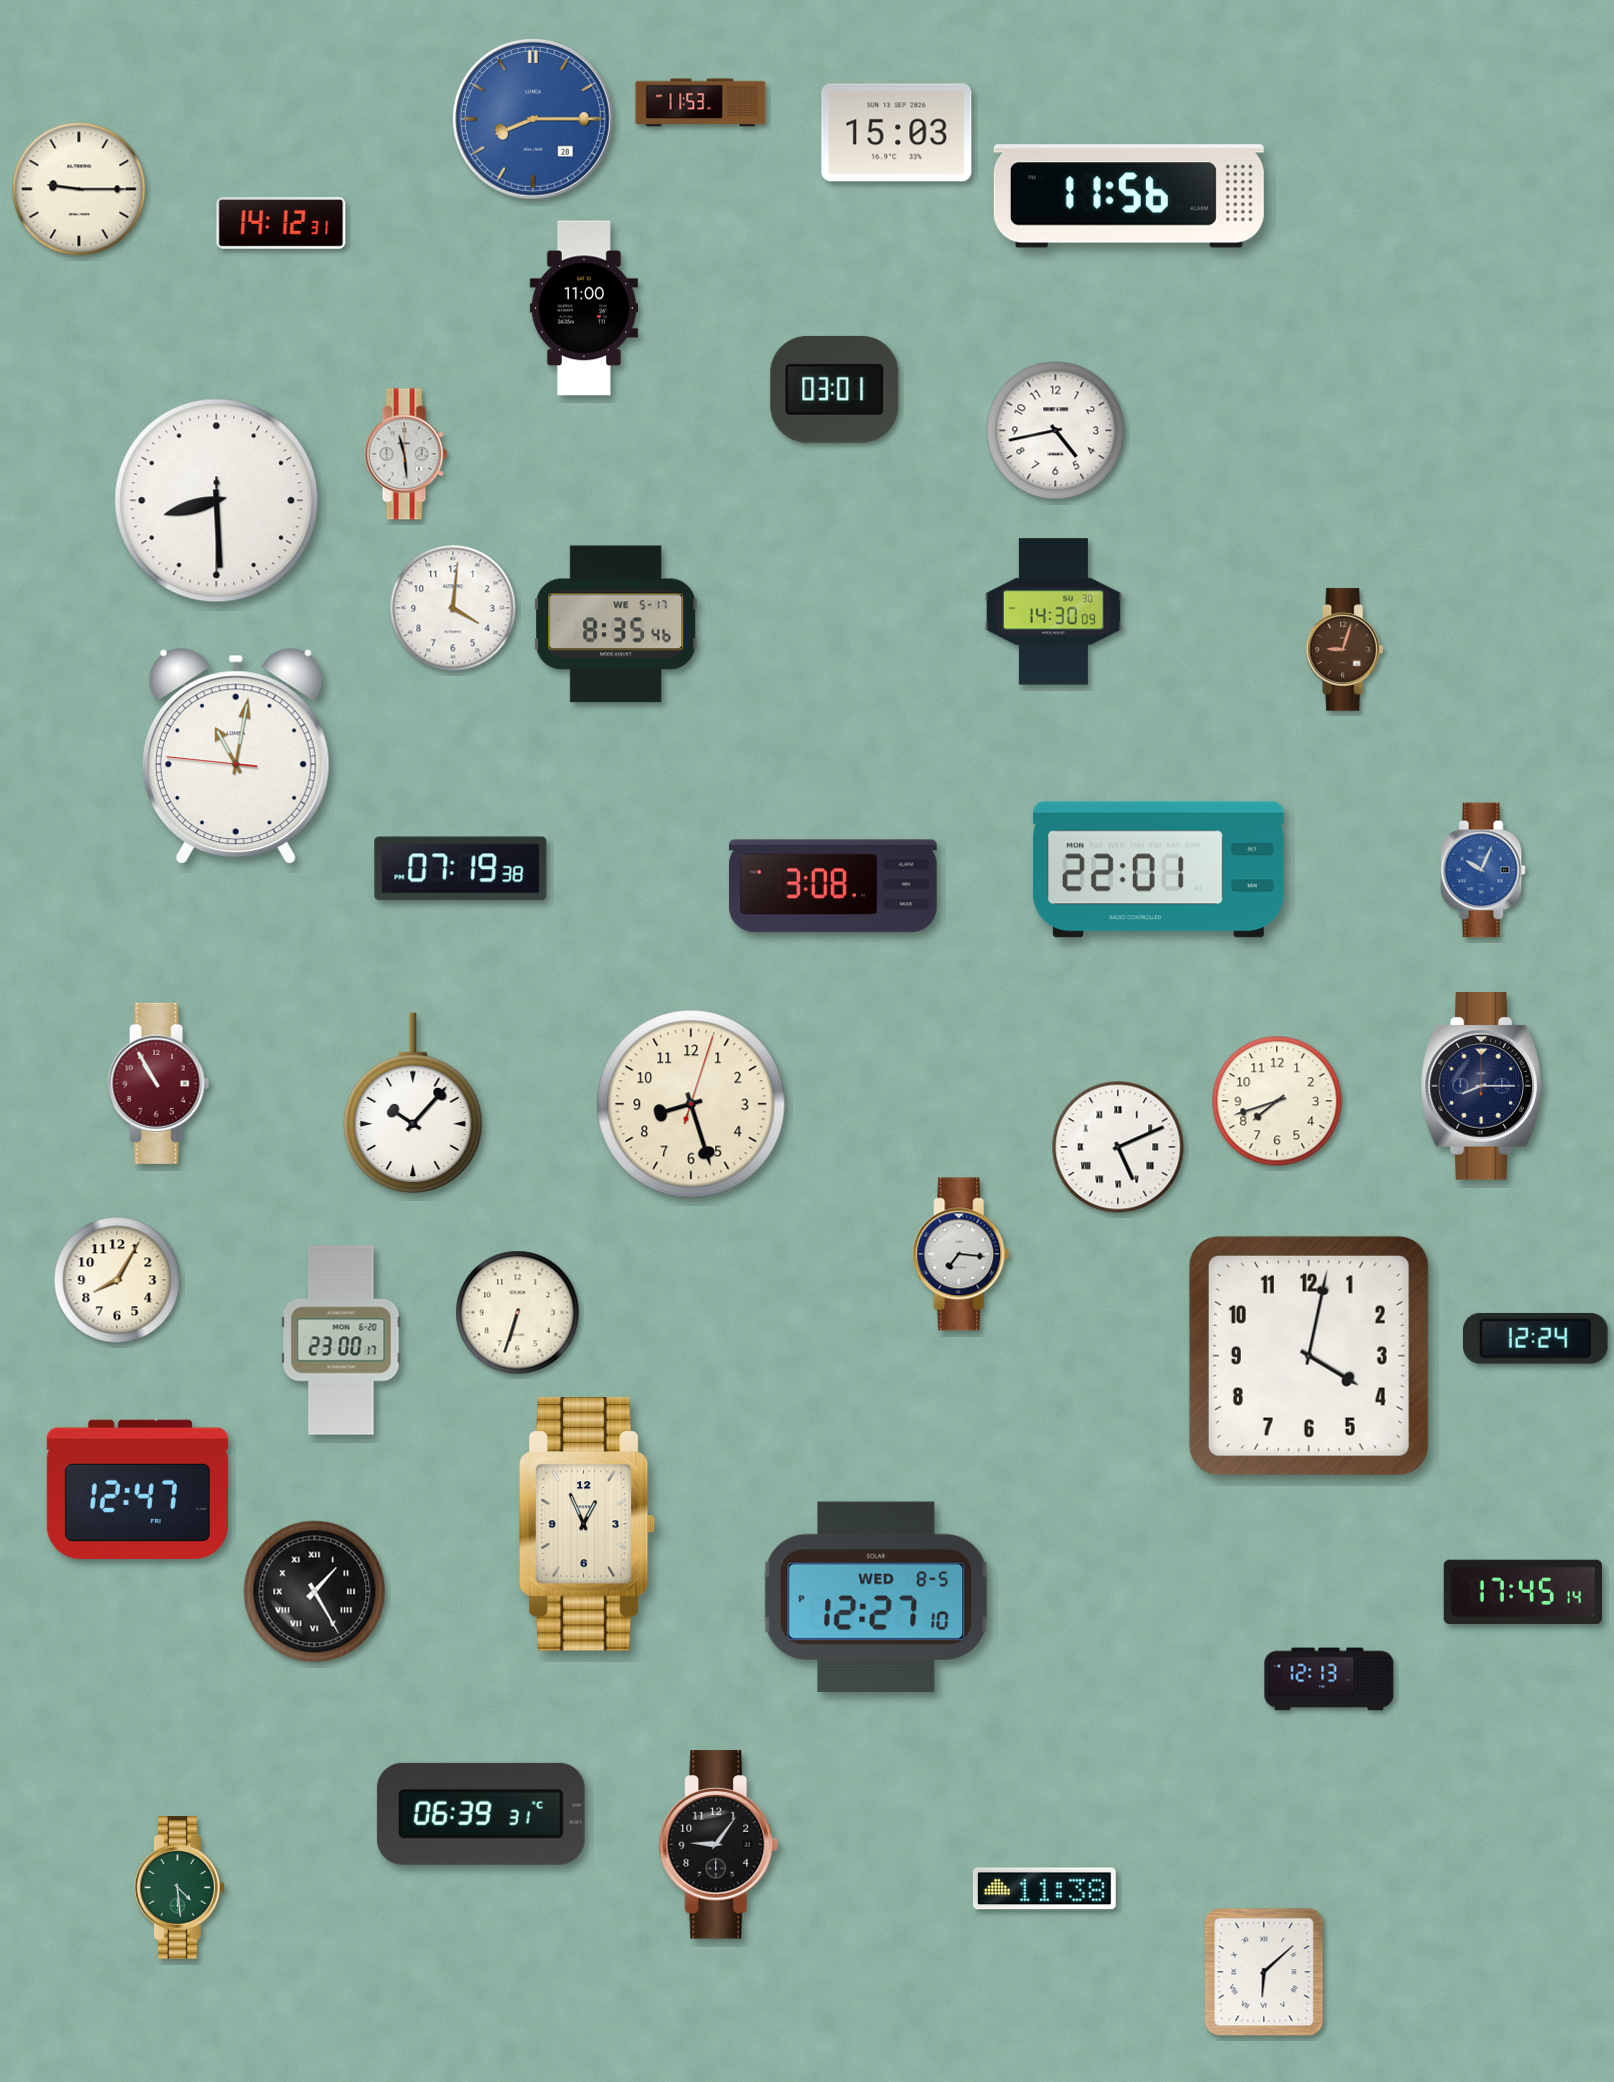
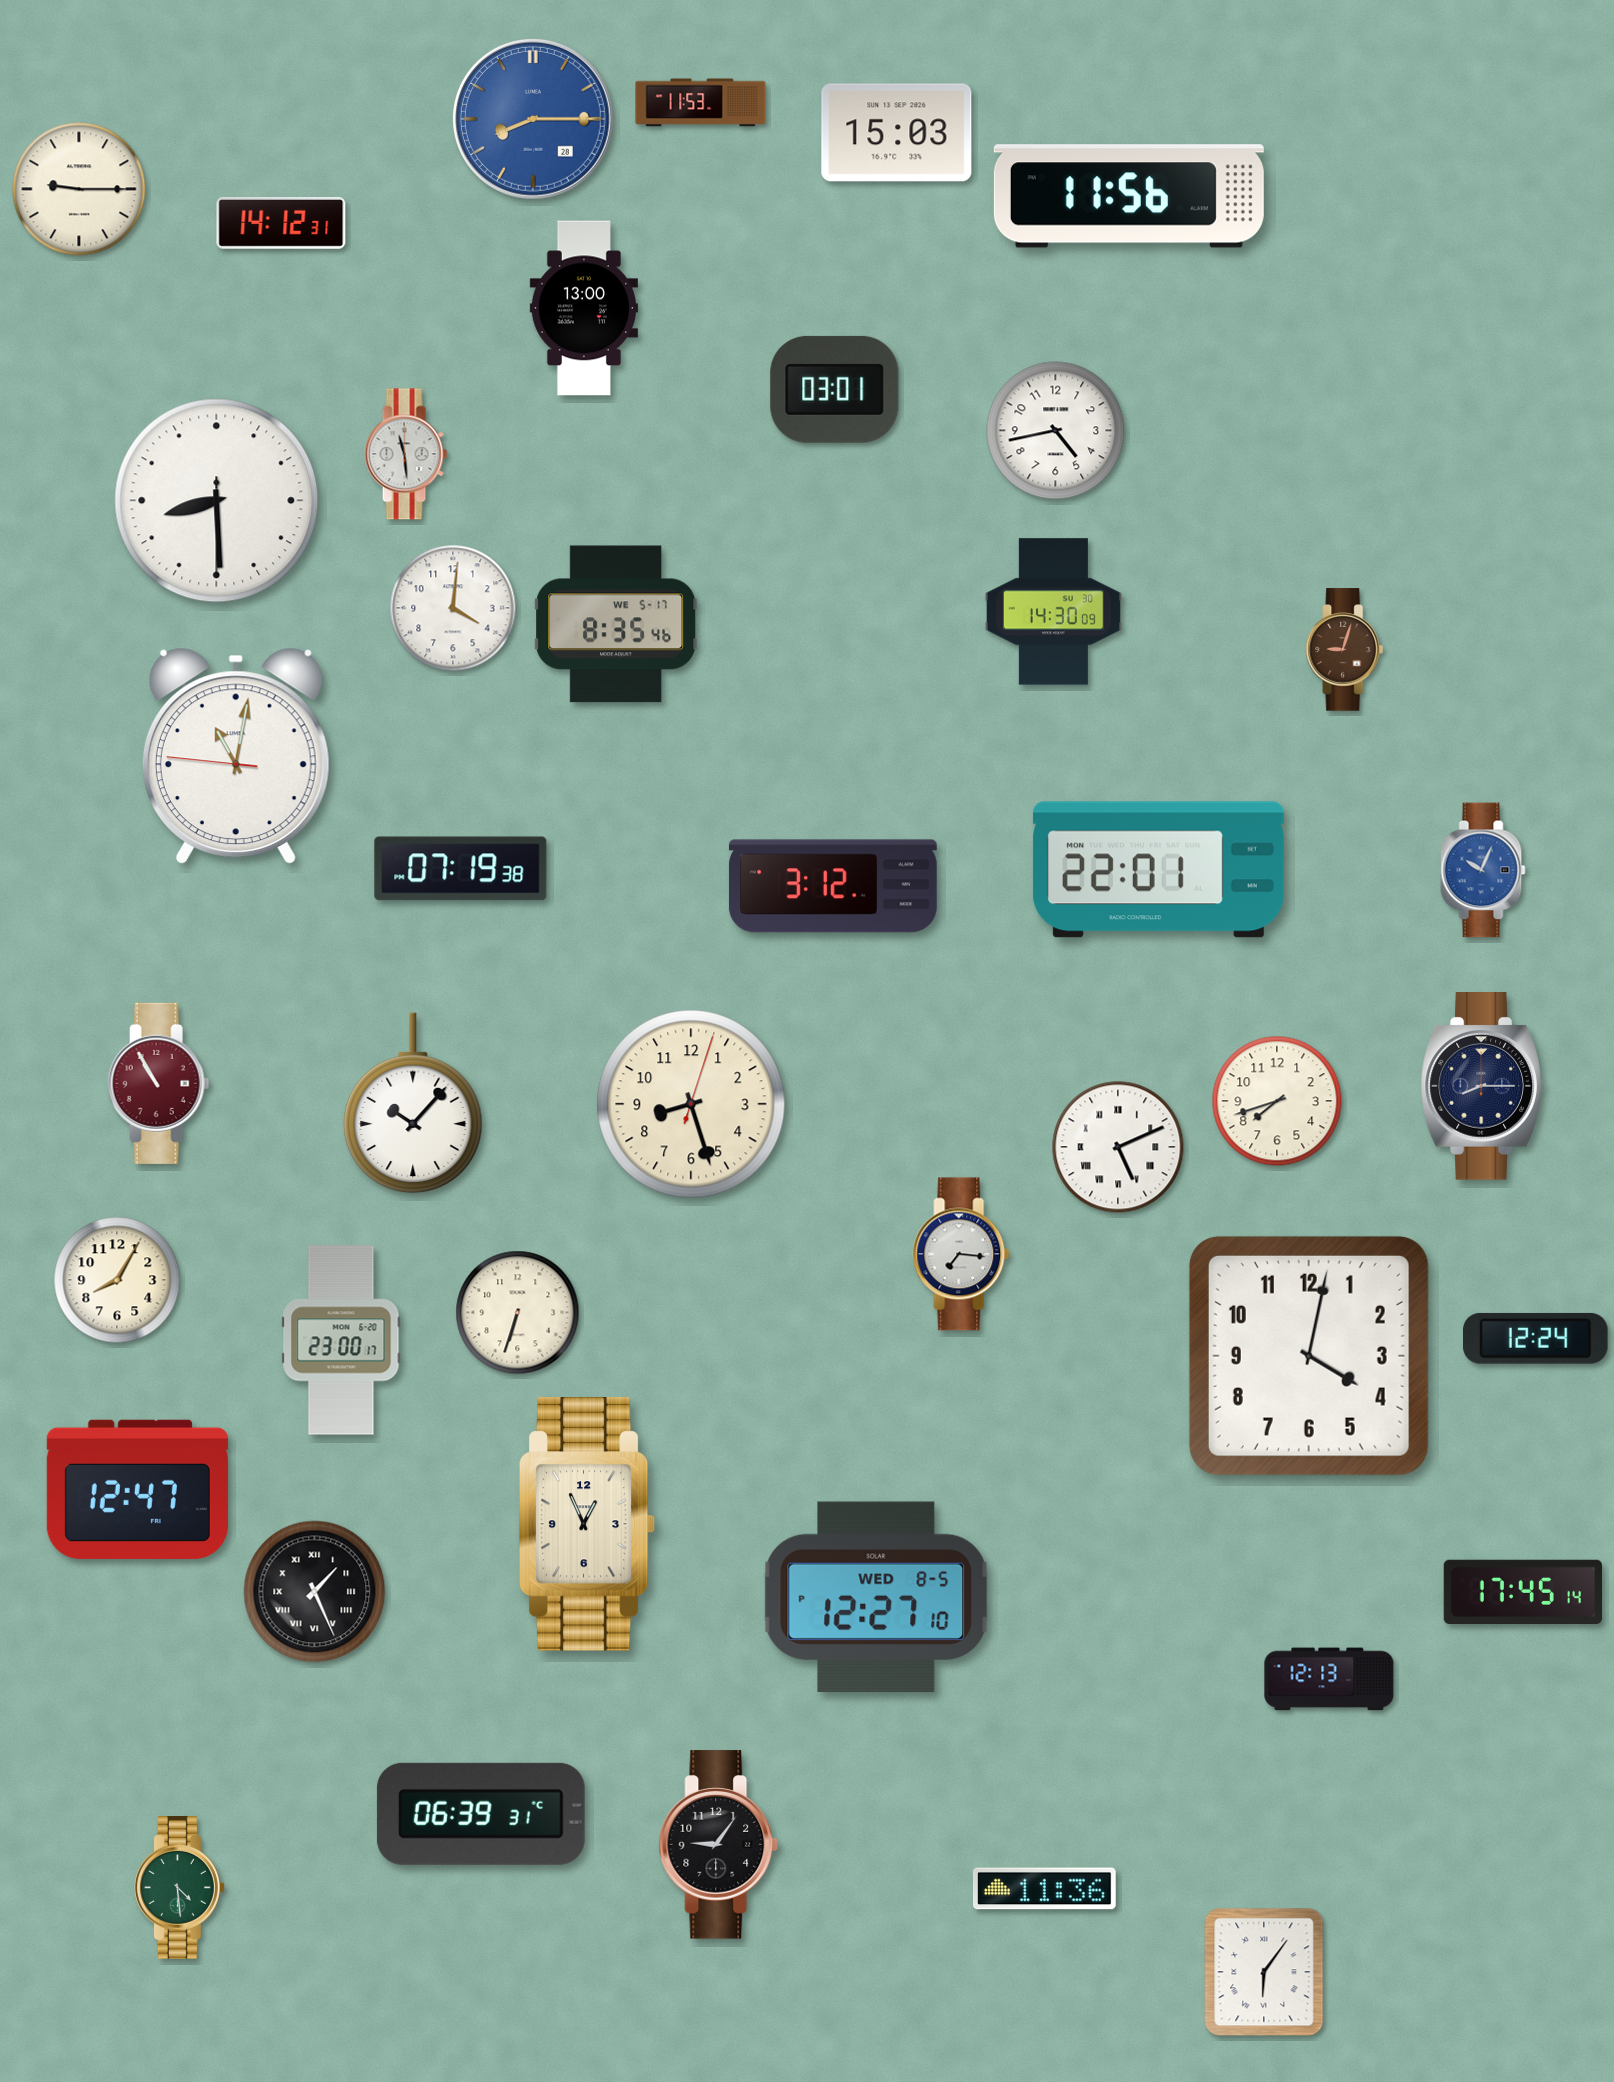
clock at (584, 308): 11:00 -> 13:00
clock at (833, 886): 3:08 -> 3:12
clock at (315, 1592): 1:25 -> 1:26
clock at (1044, 1889): 11:38 -> 11:36
clock at (1264, 1972): 6:08 -> 6:06
